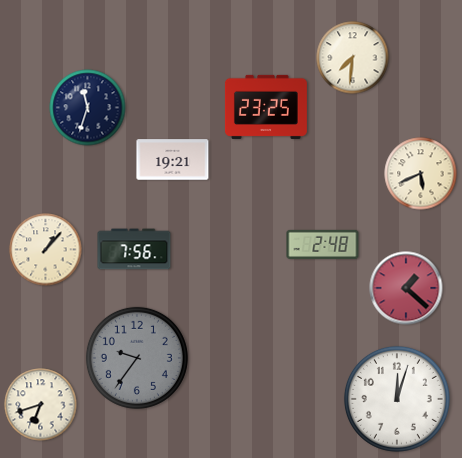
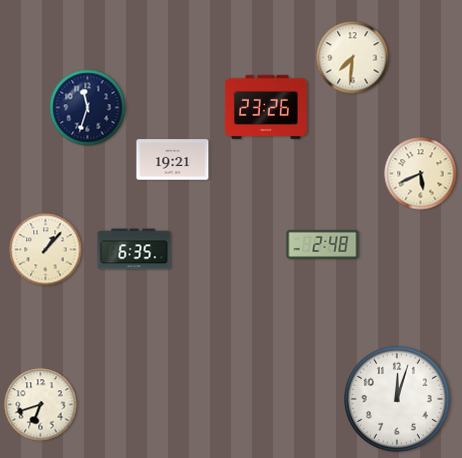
clock at (266, 107): 23:25 -> 23:26
clock at (134, 249): 7:56 -> 6:35
clock at (406, 288): 1:22 -> none
clock at (137, 358): 9:36 -> none
